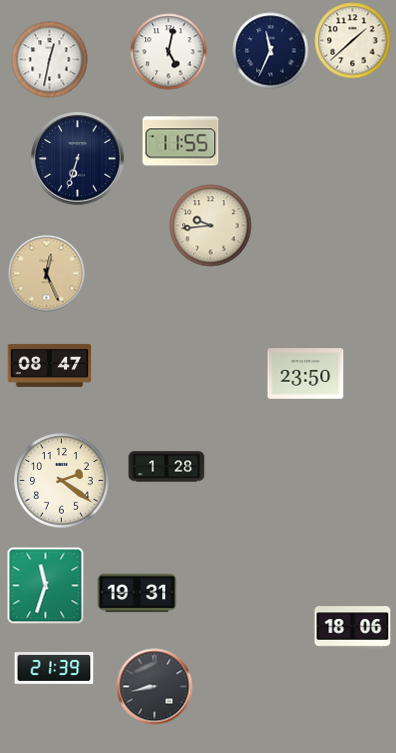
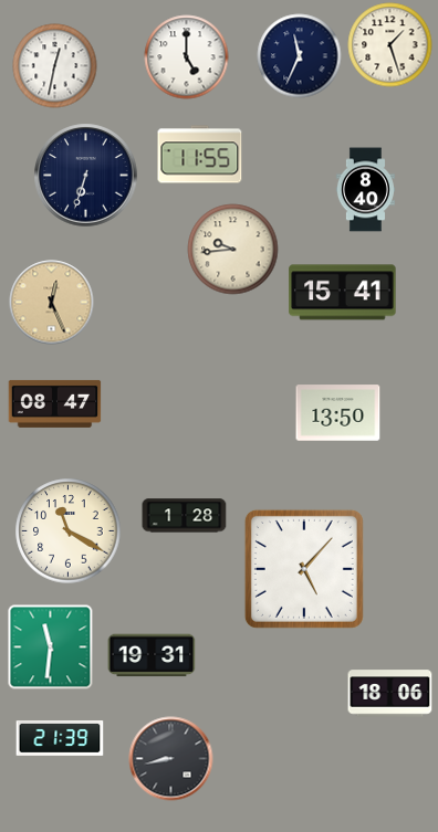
clock at (353, 41): 1:38 -> 1:27
clock at (169, 52): 5:02 -> 5:00
clock at (365, 190): none -> 8:40
clock at (343, 293): none -> 15:41
clock at (306, 374): 23:50 -> 13:50
clock at (62, 481): 2:21 -> 11:20
clock at (304, 569): none -> 5:07
clock at (46, 586): 11:33 -> 11:31
